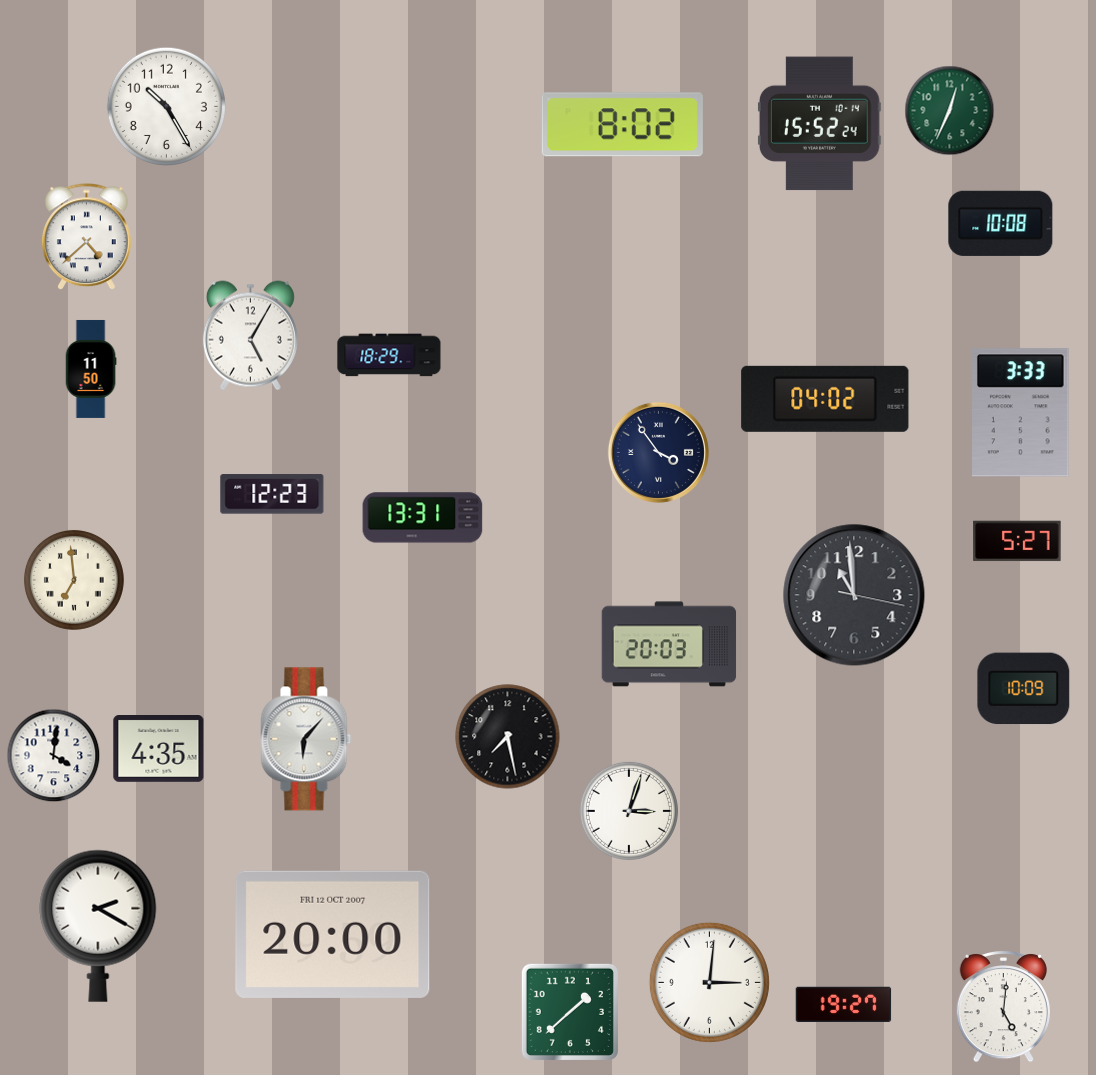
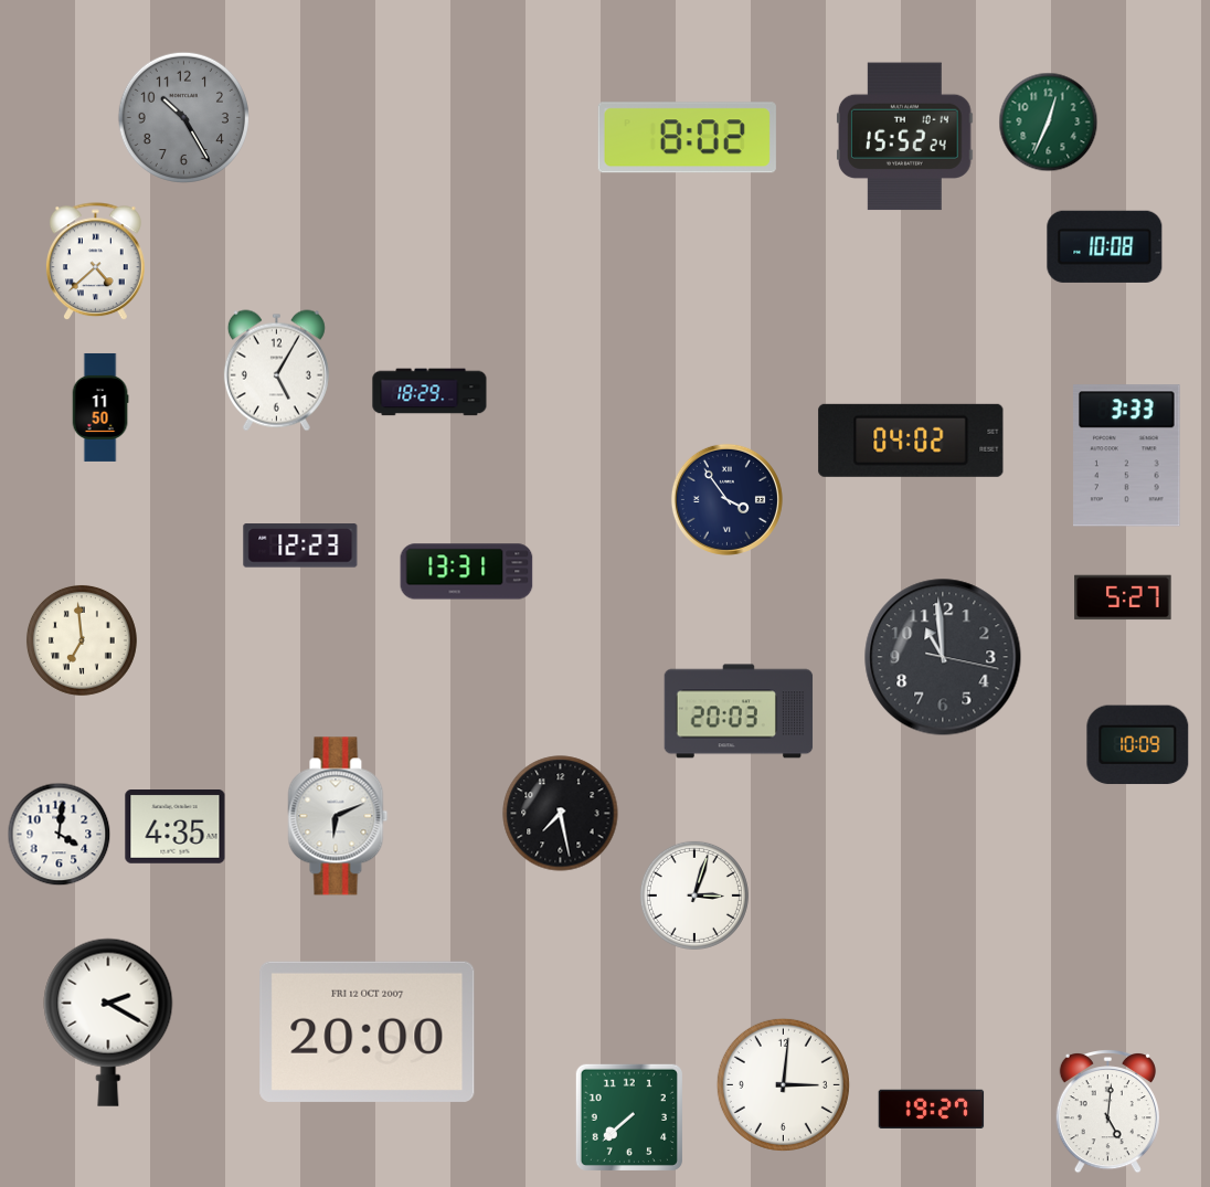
clock at (166, 106) dial: white -> grey
clock at (1024, 689) position: (1024, 689) -> (1138, 745)
clock at (306, 739): 6:07 -> 6:11
clock at (570, 1012): 1:38 -> 7:38
